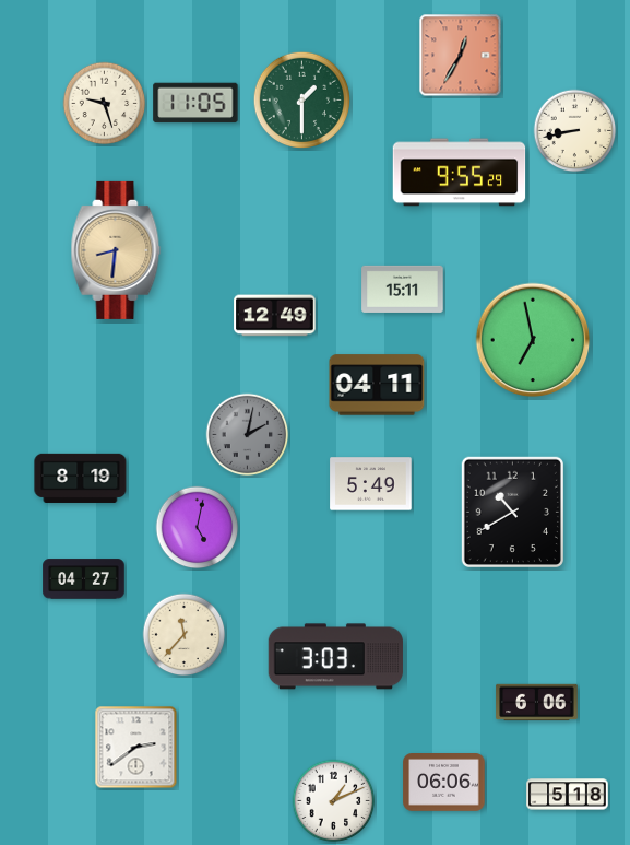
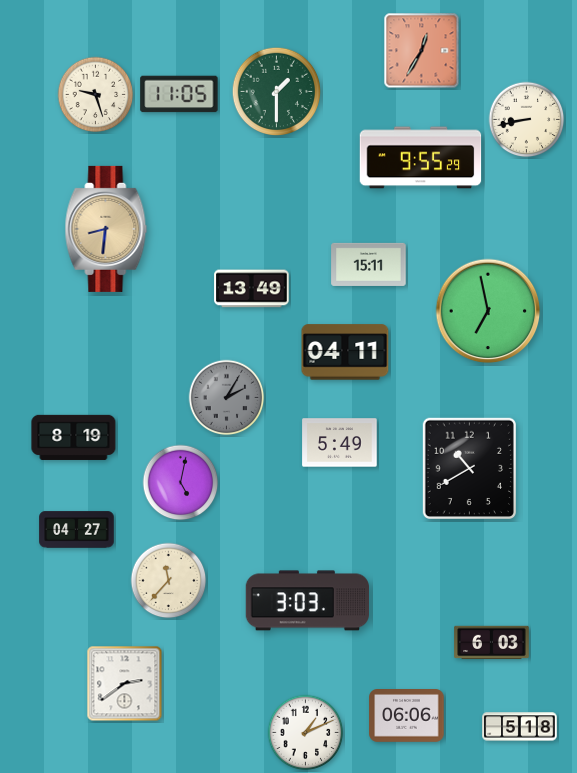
clock at (275, 316): 12:49 -> 13:49
clock at (248, 435): 2:02 -> 2:05
clock at (537, 703): 6:06 -> 6:03
